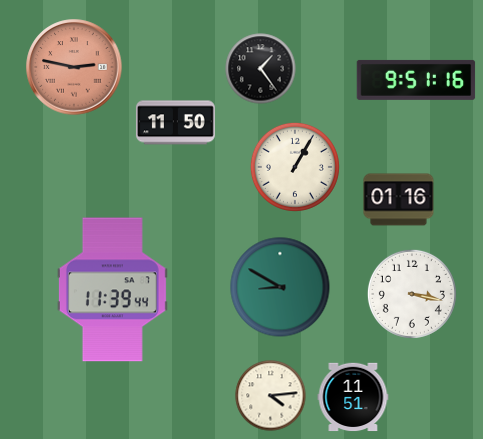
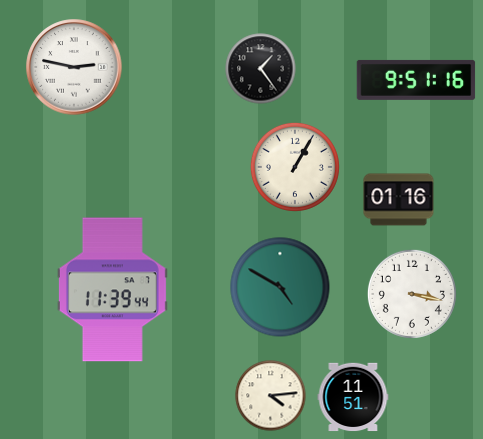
clock at (74, 67) dial: salmon -> white
clock at (175, 123): 11:50 -> none
clock at (280, 287): 8:50 -> 4:50
